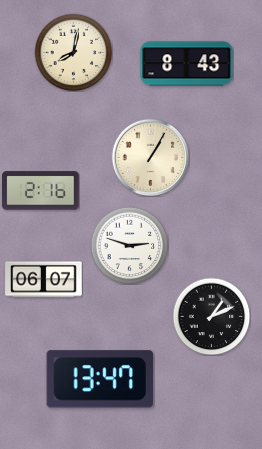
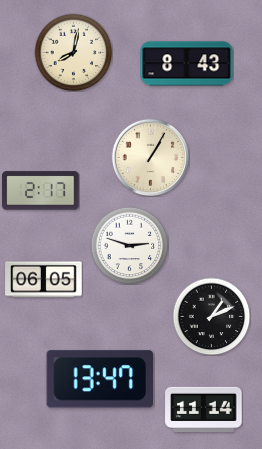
clock at (41, 191): 2:16 -> 2:17
clock at (44, 280): 06:07 -> 06:05
clock at (204, 409): none -> 11:14
